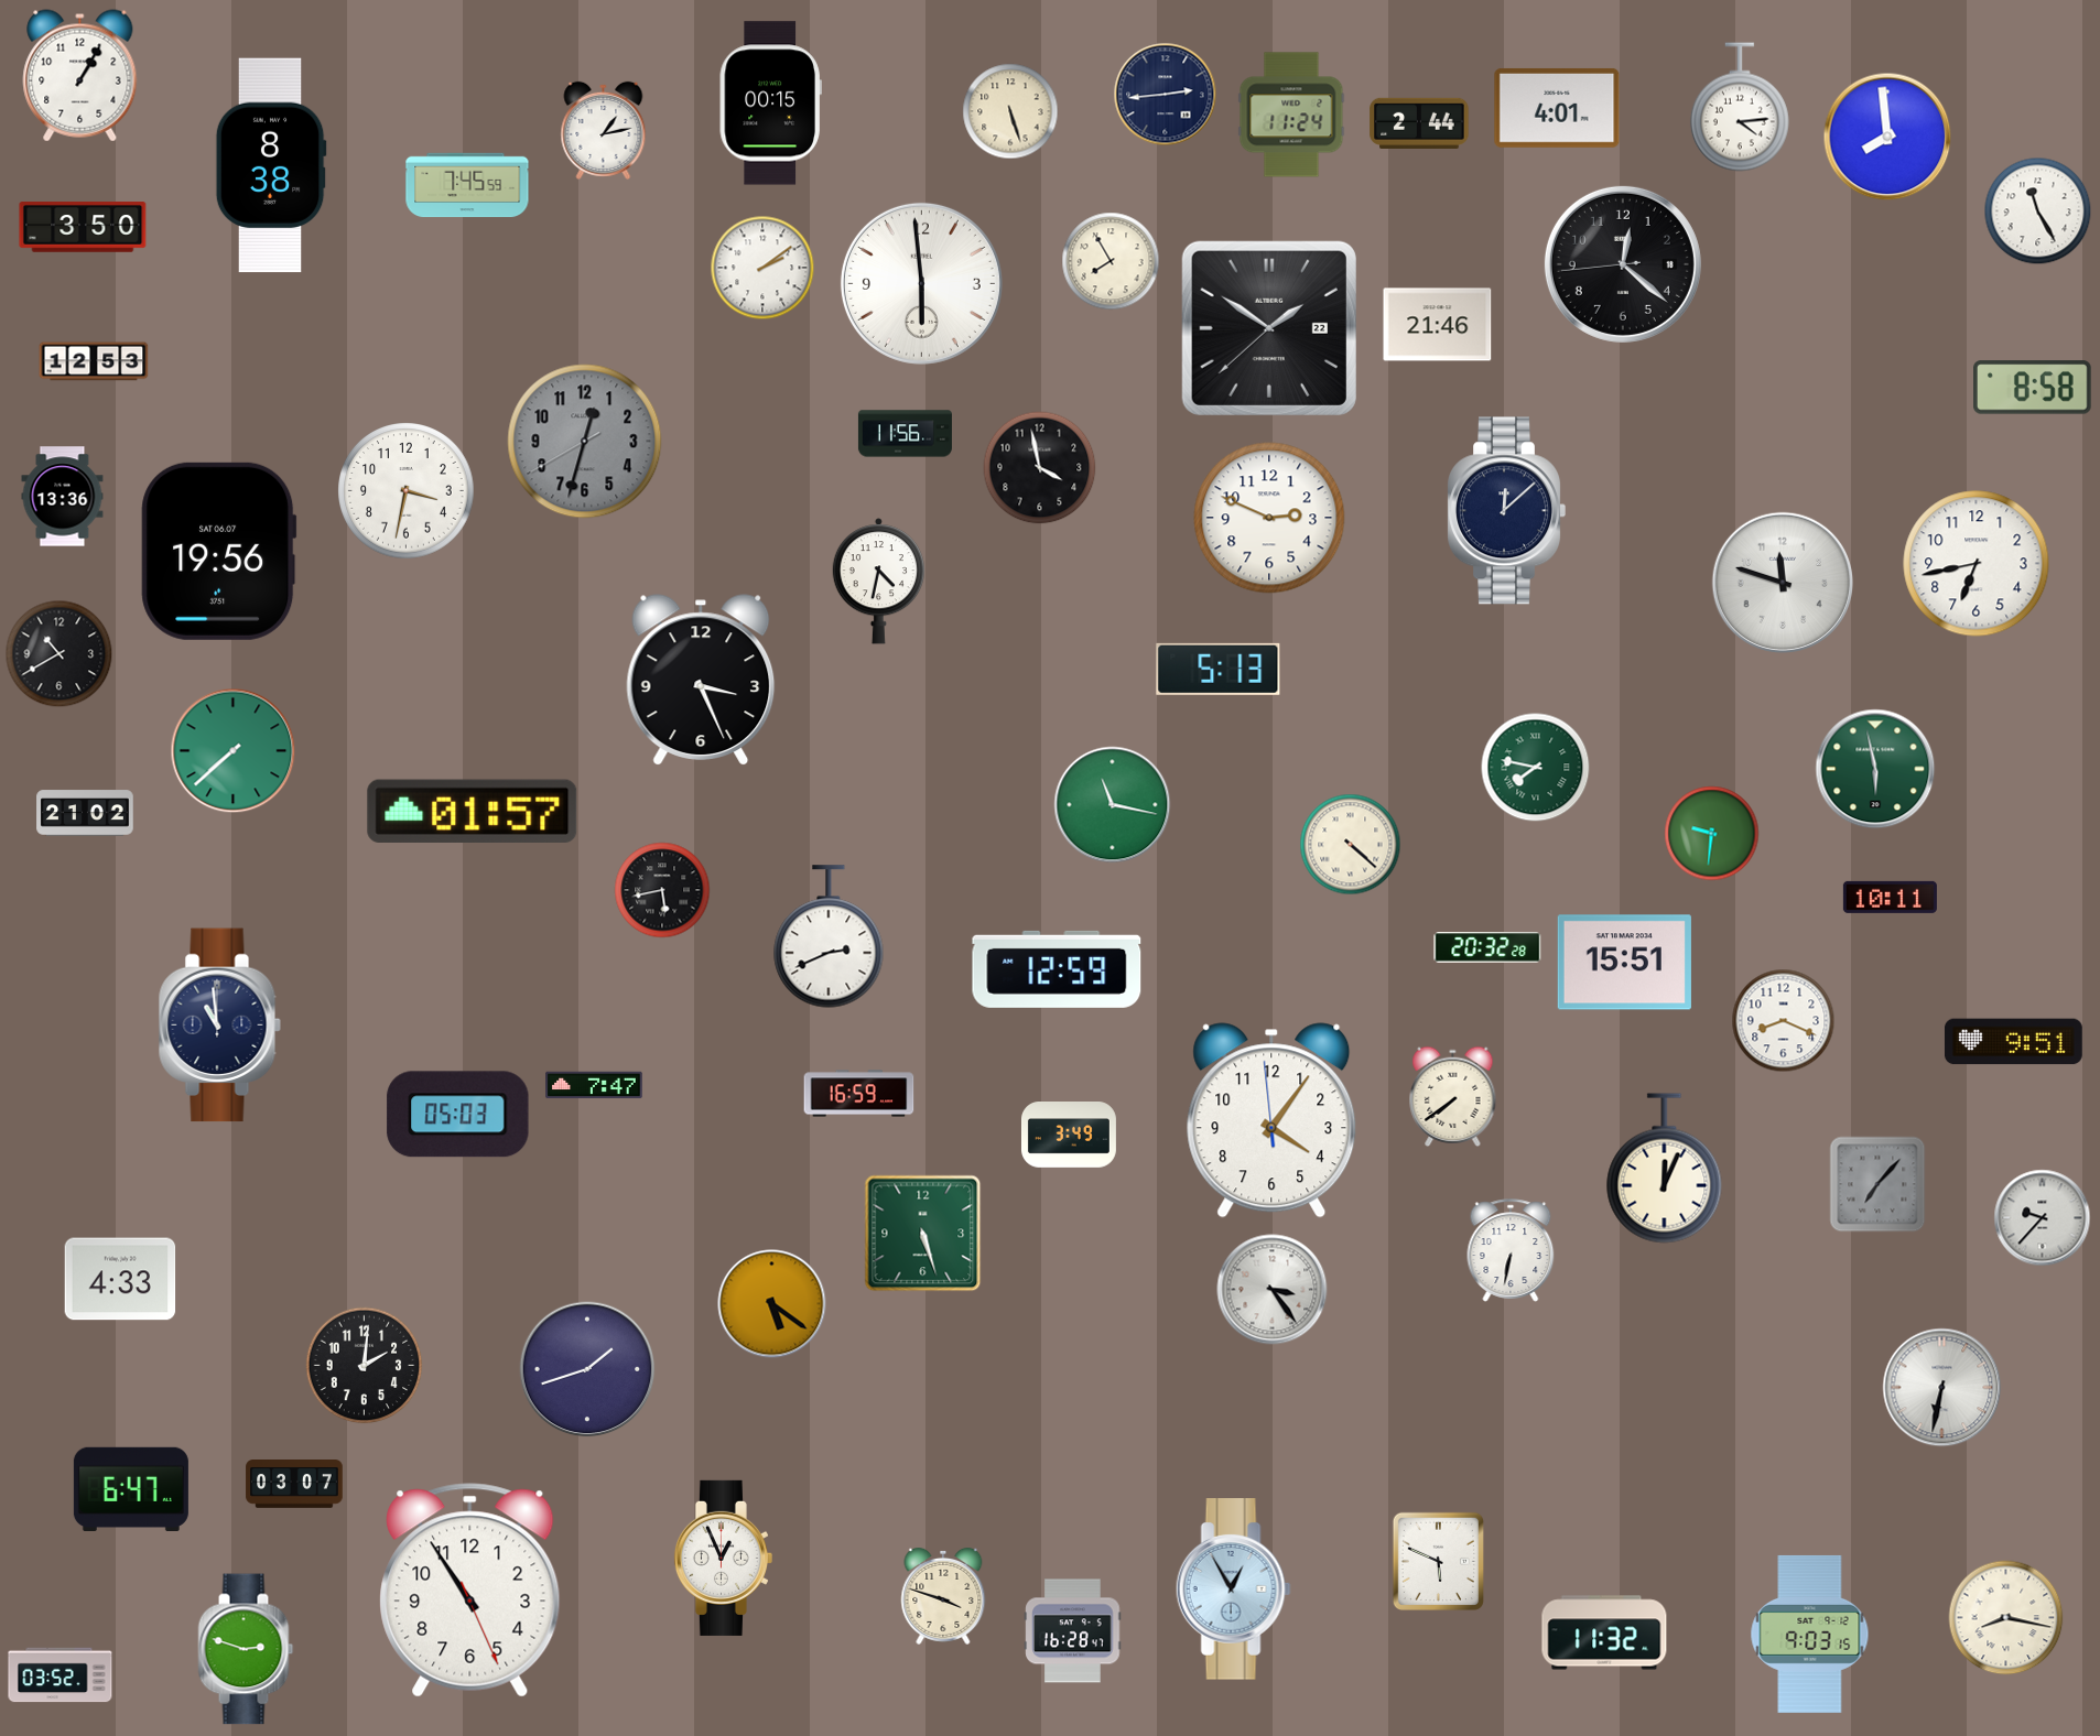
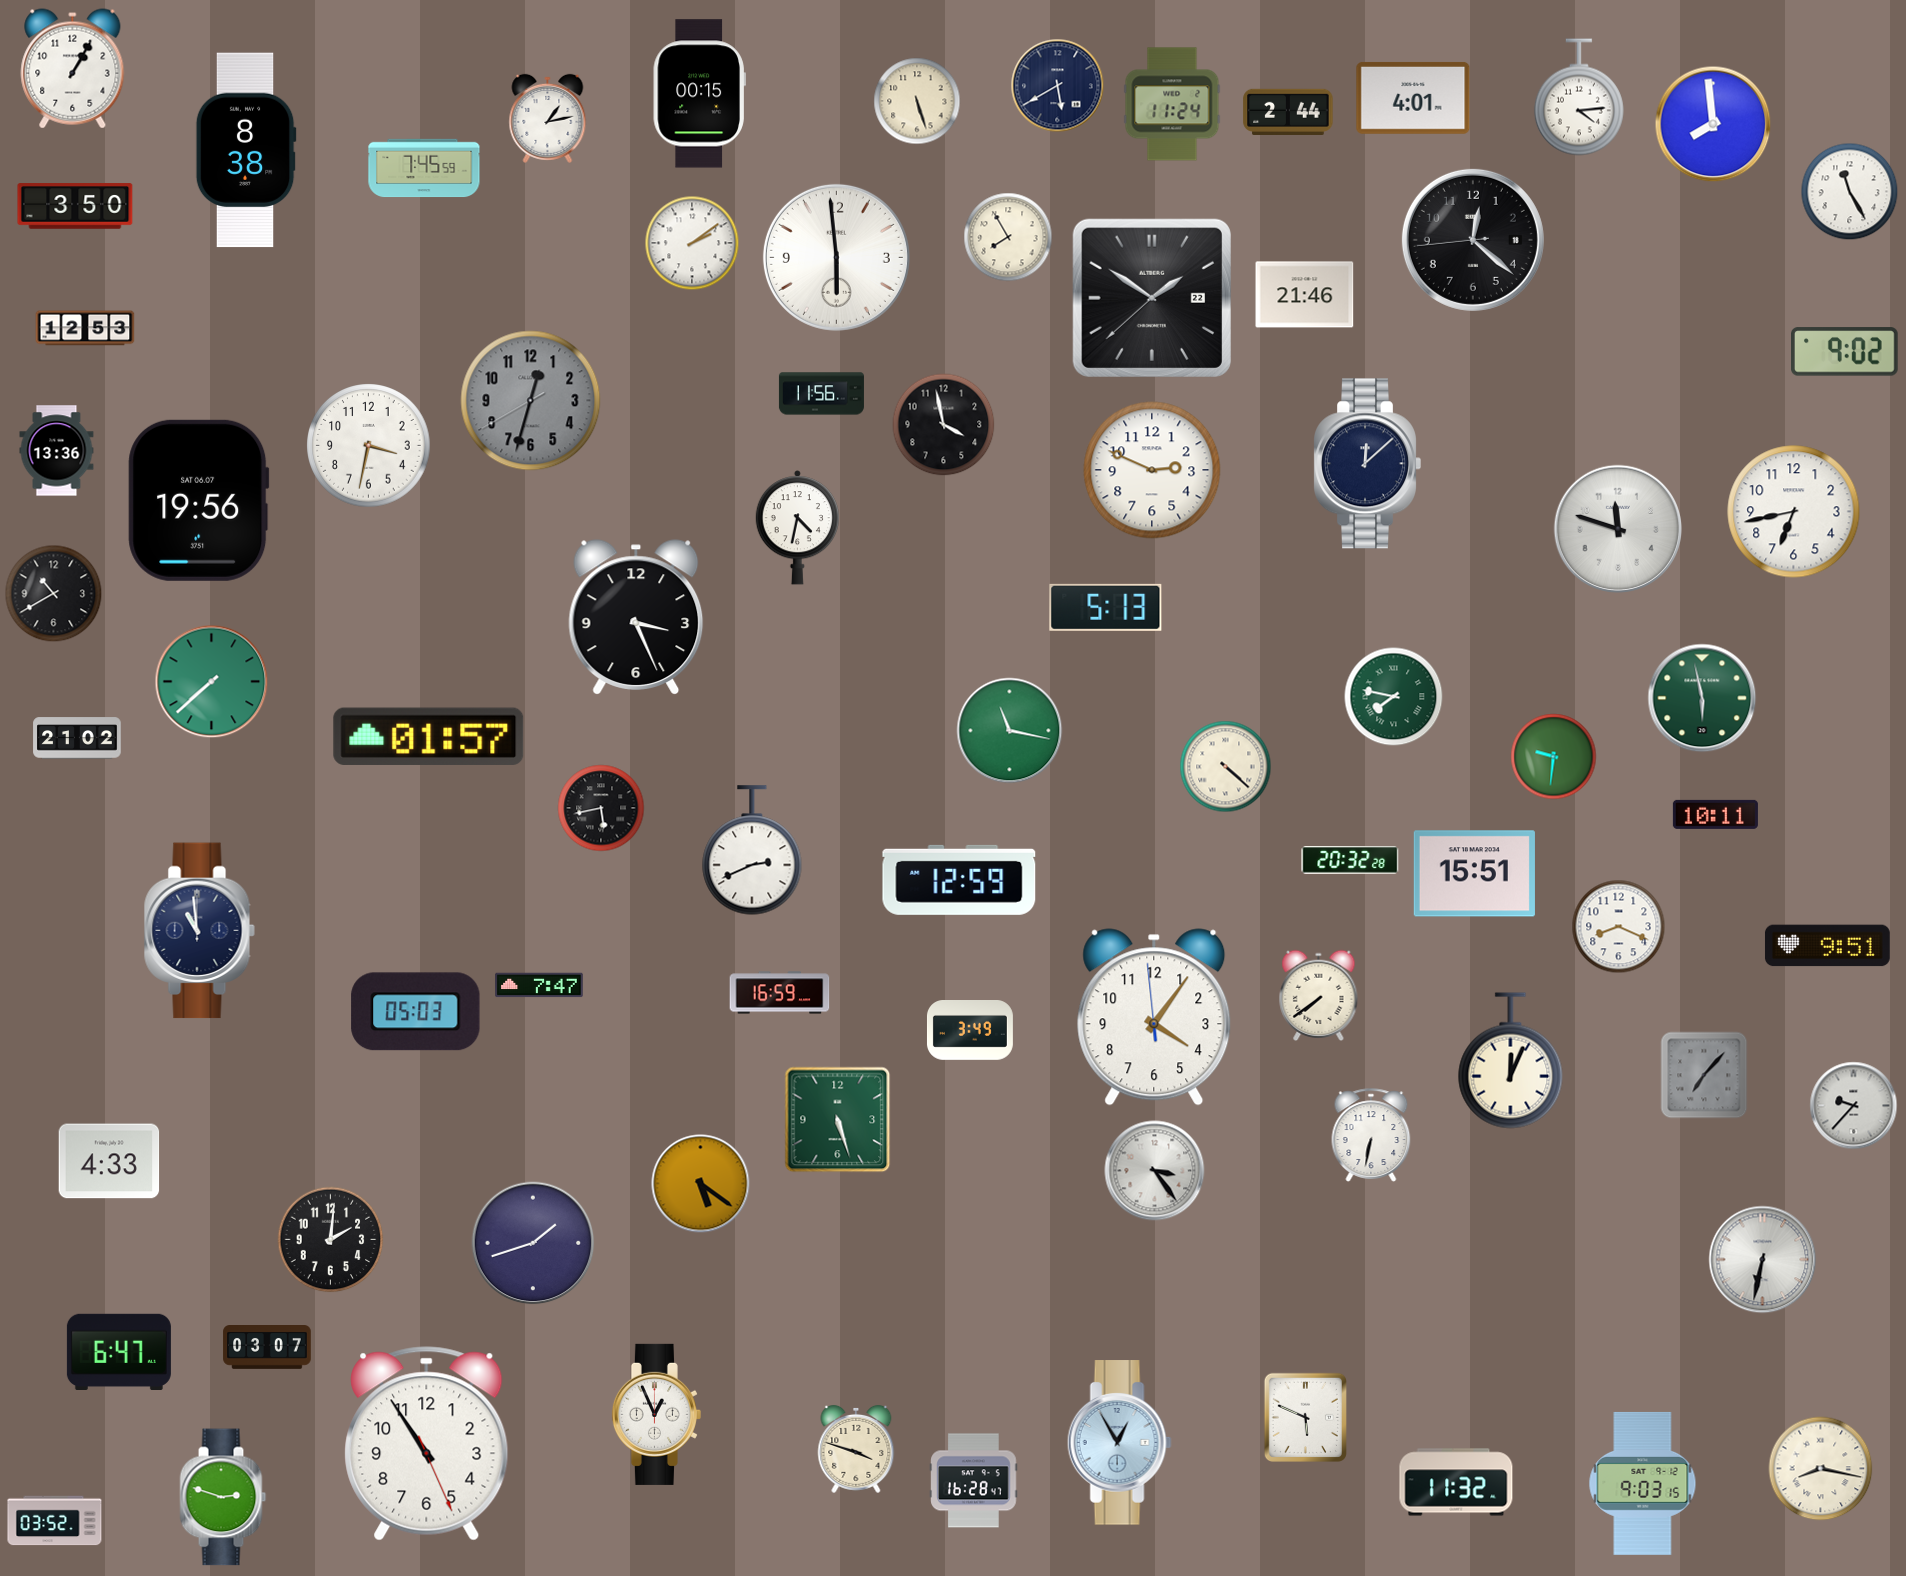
clock at (1166, 95): 2:44 -> 5:40
clock at (2033, 388): 8:58 -> 9:02
